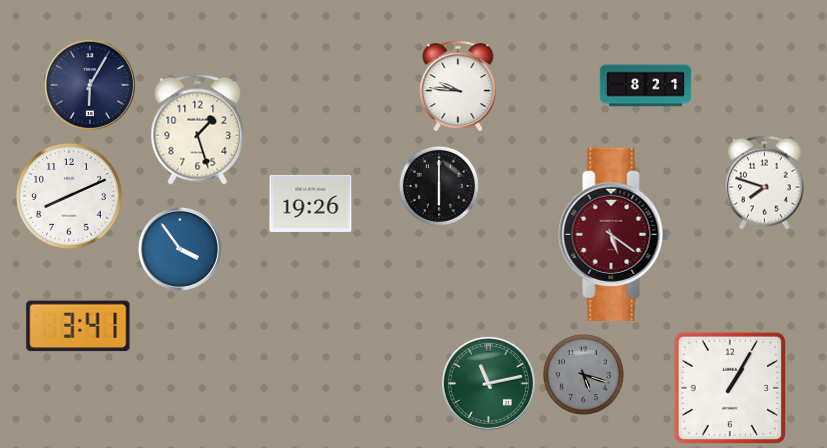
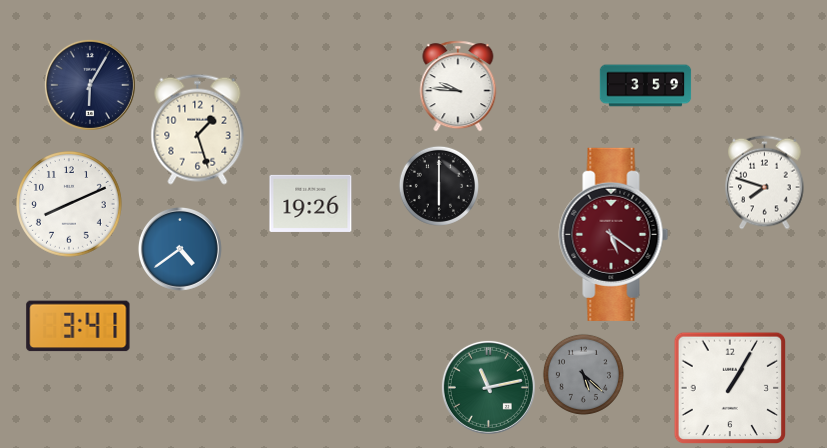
clock at (646, 86): 8:21 -> 3:59
clock at (70, 197) position: (70, 197) -> (70, 205)
clock at (180, 249): 3:54 -> 4:39
clock at (583, 374): 5:18 -> 5:22
clock at (488, 383) position: (488, 383) -> (488, 387)
